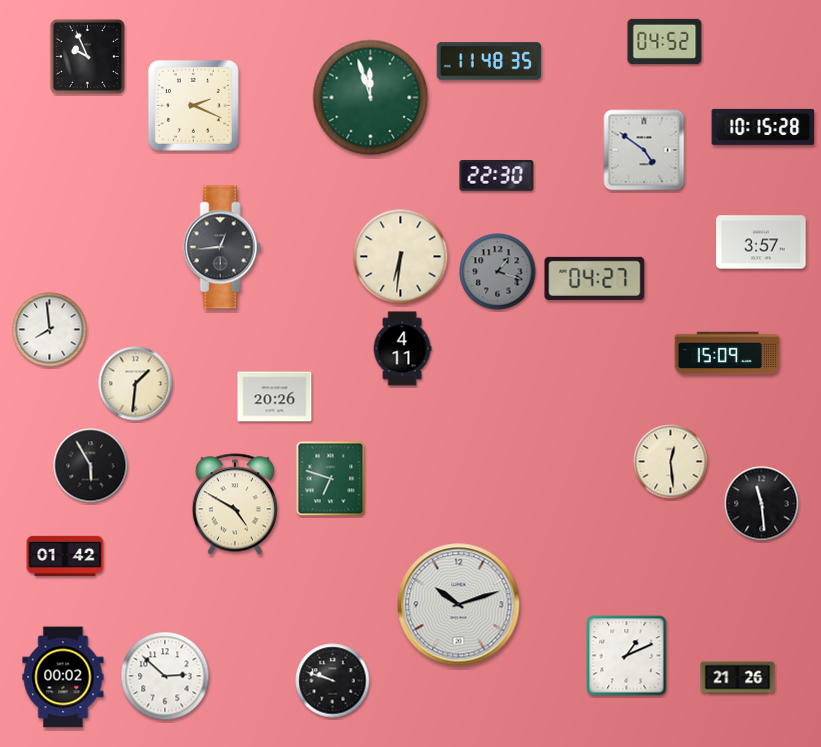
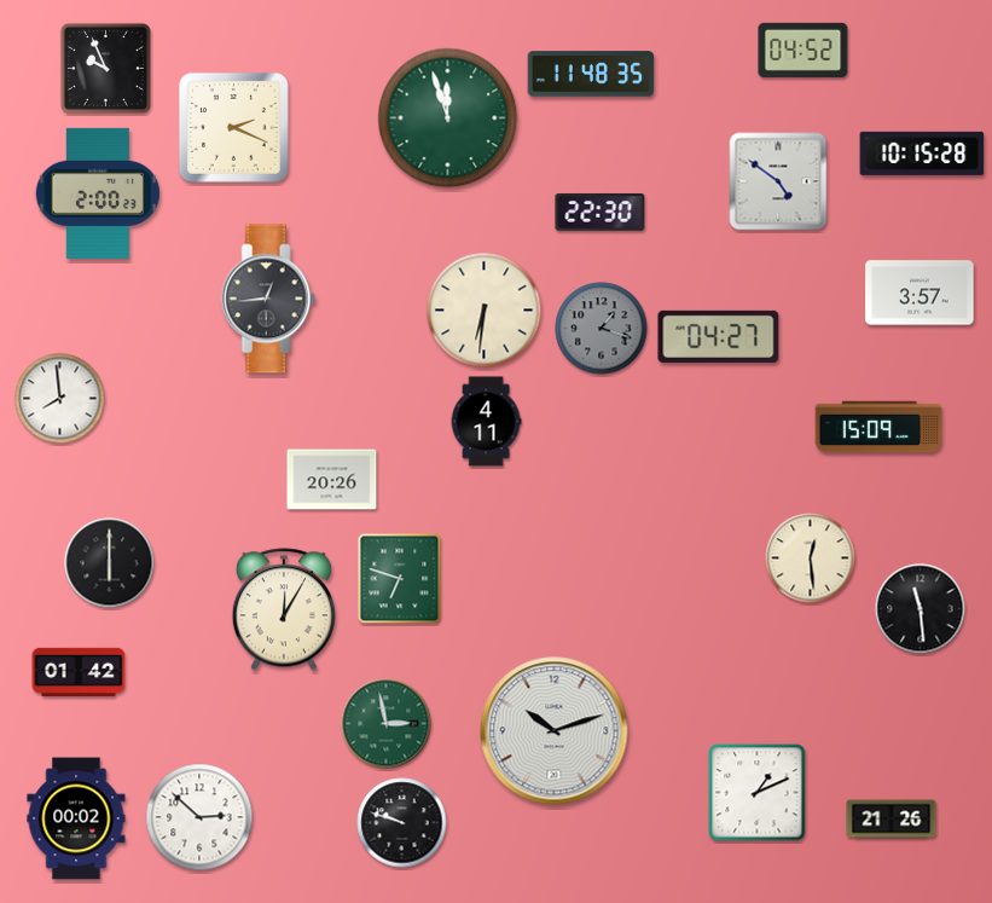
clock at (98, 193): none -> 2:00
clock at (136, 384): 1:31 -> none
clock at (91, 466): 5:55 -> 6:00
clock at (235, 504): 4:50 -> 12:05
clock at (387, 724): none -> 2:58
